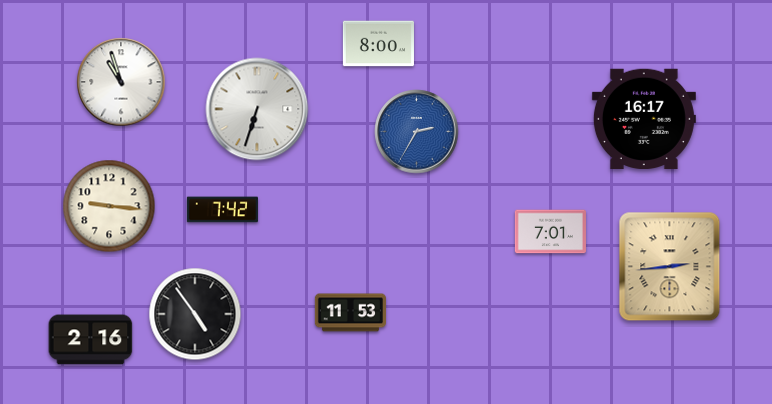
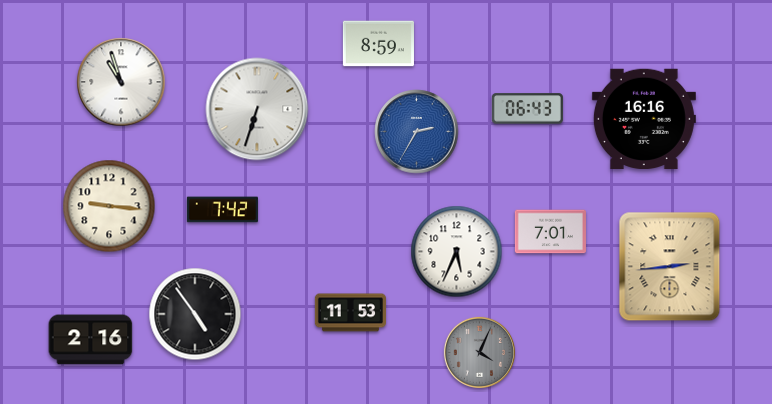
clock at (378, 44): 8:00 -> 8:59
clock at (527, 109): none -> 06:43
clock at (644, 119): 16:17 -> 16:16
clock at (457, 252): none -> 5:34
clock at (479, 352): none -> 4:04
